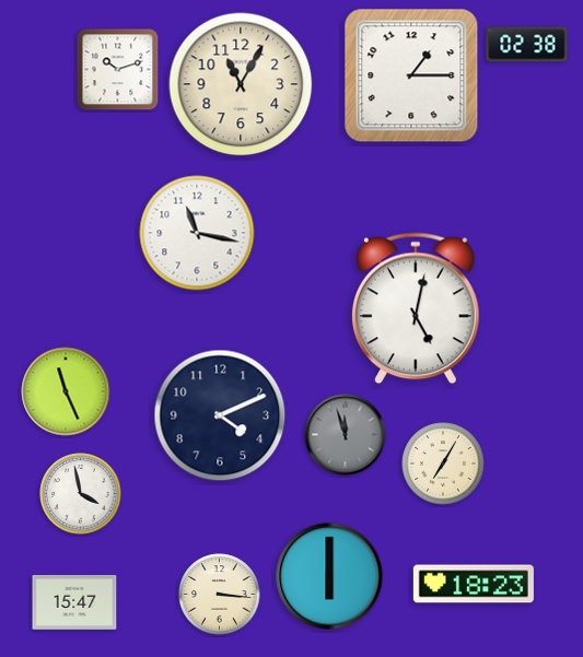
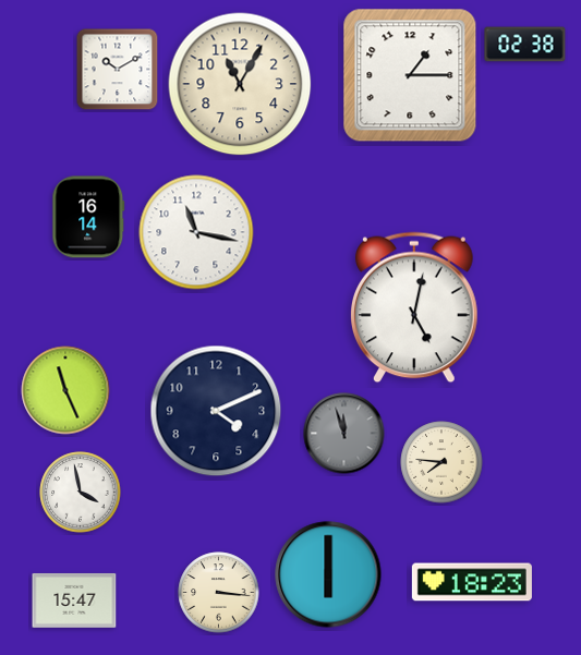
clock at (118, 70): 10:12 -> 10:10
clock at (88, 217): none -> 16:14
clock at (220, 415) position: (220, 415) -> (216, 411)
clock at (443, 464): 7:05 -> 7:46
